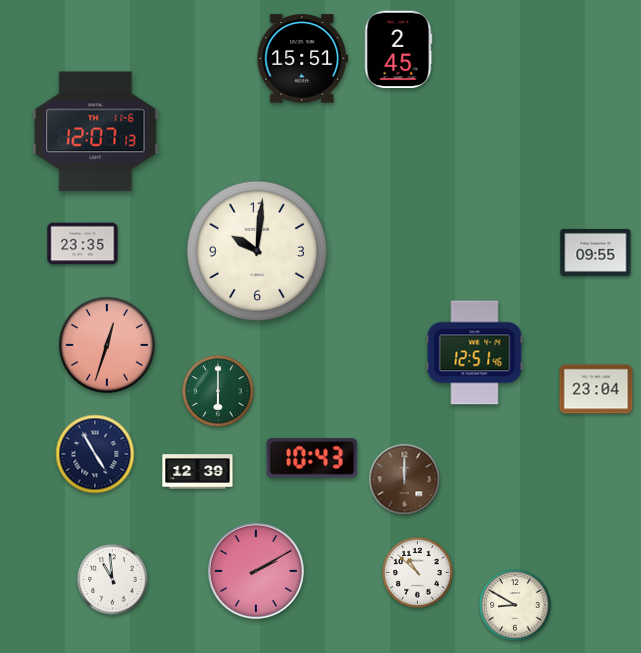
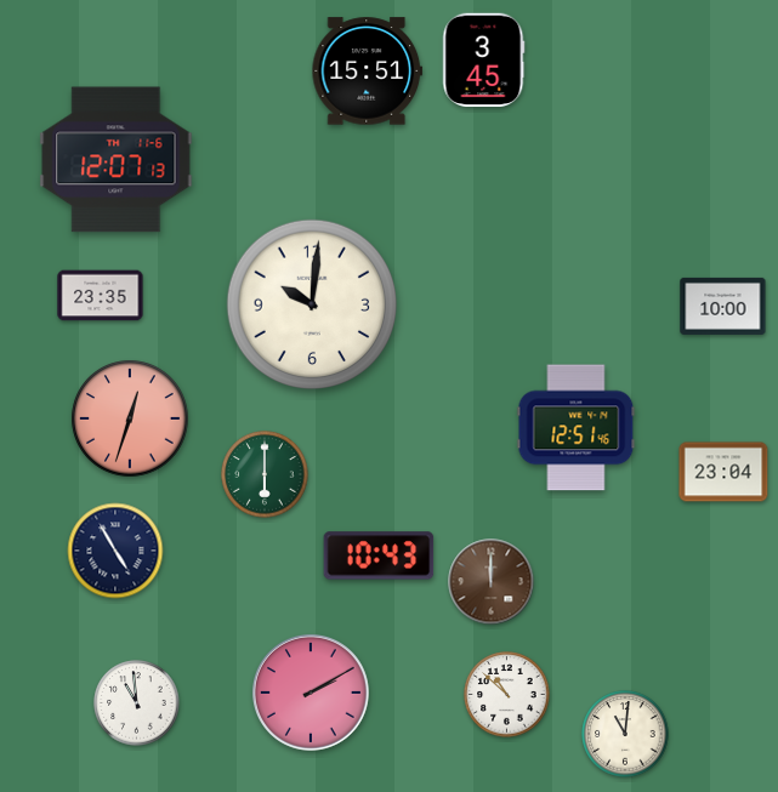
clock at (399, 50): 2:45 -> 3:45
clock at (596, 252): 09:55 -> 10:00
clock at (198, 472): 12:39 -> none
clock at (515, 605): 8:50 -> 11:01
